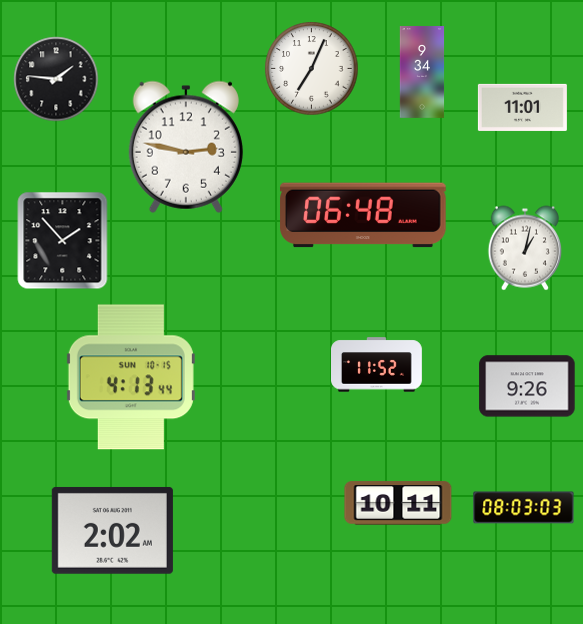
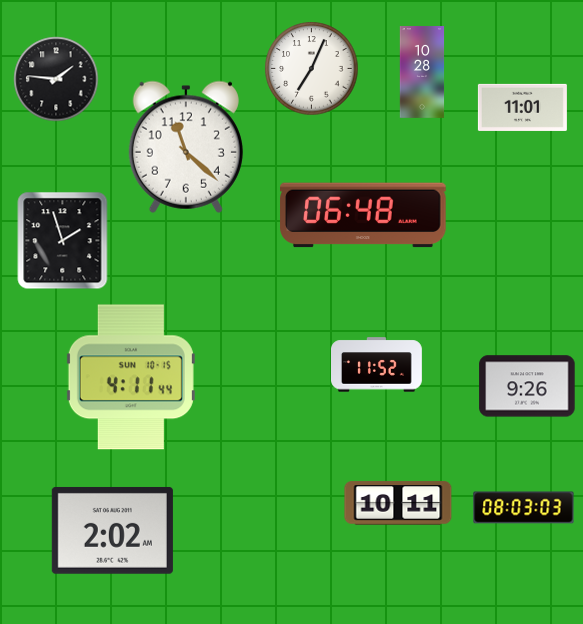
clock at (422, 72): 9:34 -> 10:28
clock at (186, 147): 2:47 -> 11:22
clock at (63, 241): 1:53 -> 1:57
clock at (524, 248): 1:02 -> none
clock at (131, 377): 4:13 -> 4:11
